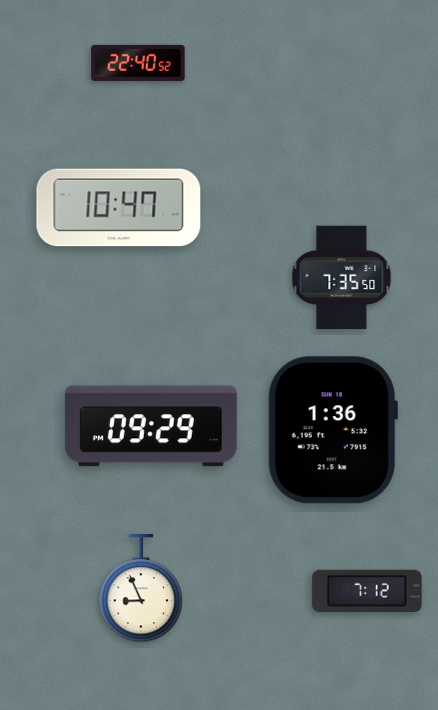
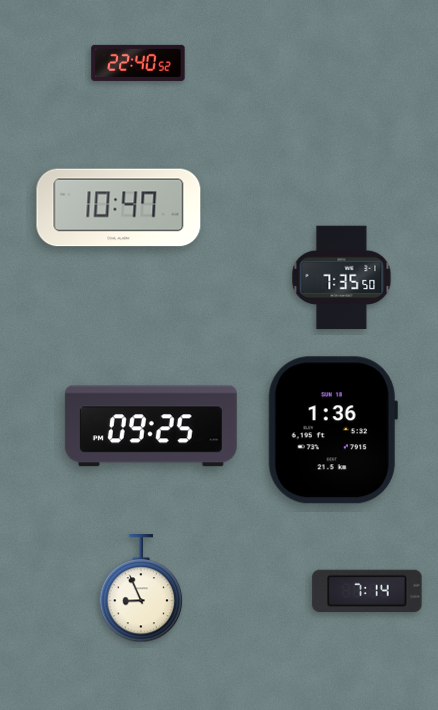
clock at (151, 426): 09:29 -> 09:25
clock at (367, 591): 7:12 -> 7:14
